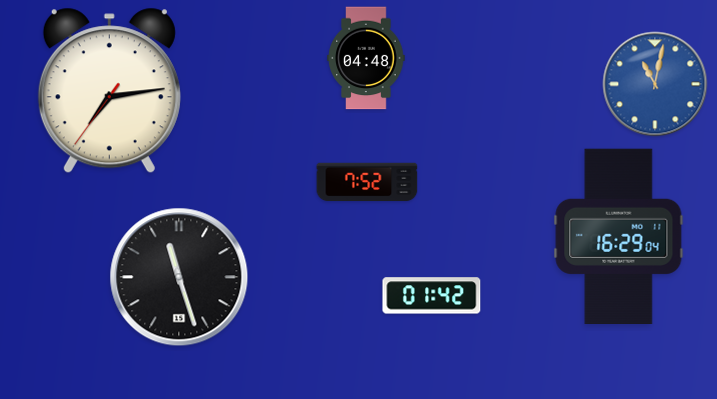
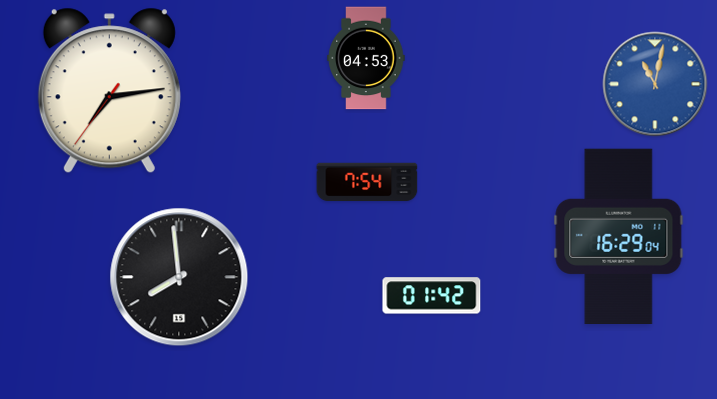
clock at (366, 58): 04:48 -> 04:53
clock at (367, 182): 7:52 -> 7:54
clock at (179, 277): 11:27 -> 7:59
